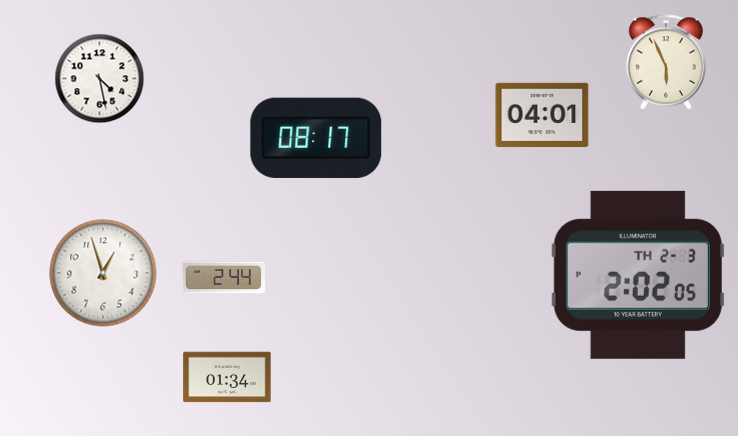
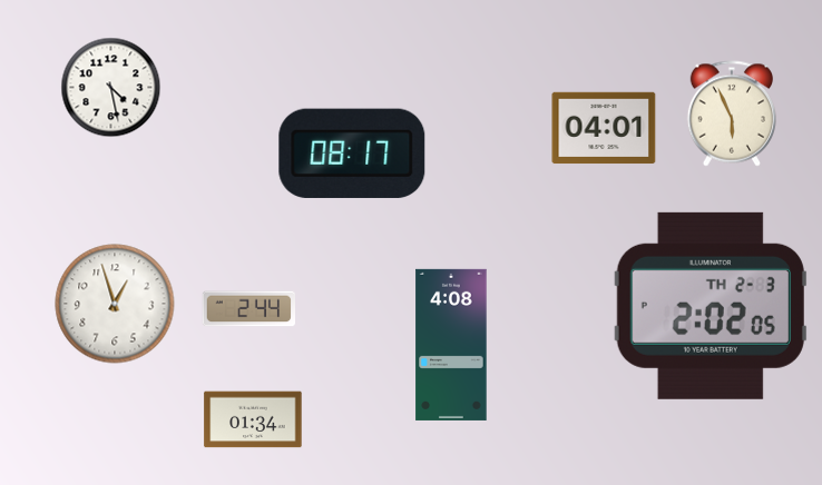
clock at (665, 62) position: (665, 62) -> (731, 113)
clock at (451, 345): none -> 4:08
